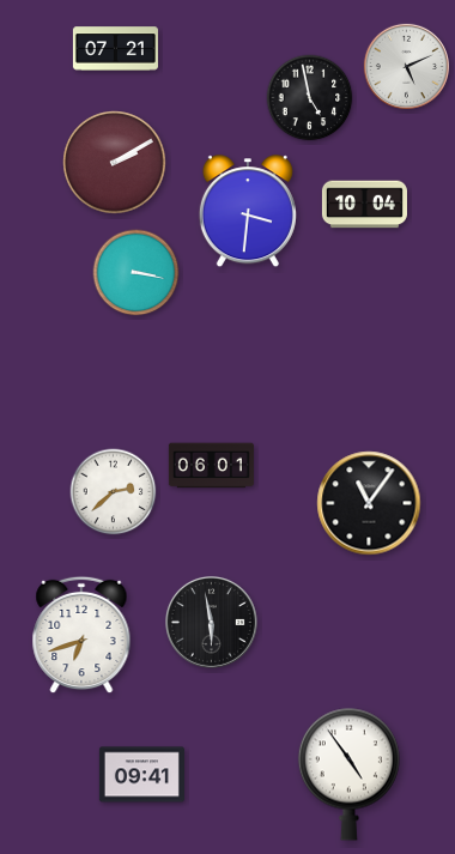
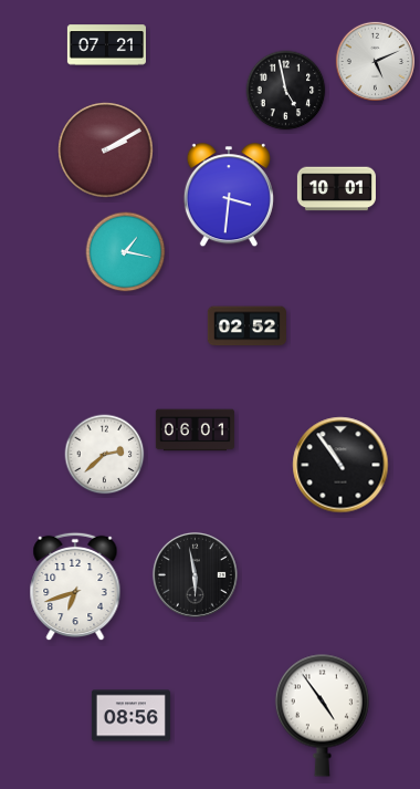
clock at (364, 205): 10:04 -> 10:01
clock at (136, 273): 3:17 -> 1:17
clock at (246, 326): none -> 02:52
clock at (369, 503): 11:06 -> 10:54
clock at (141, 775): 09:41 -> 08:56
